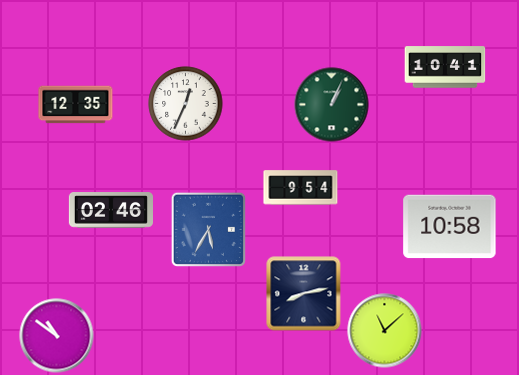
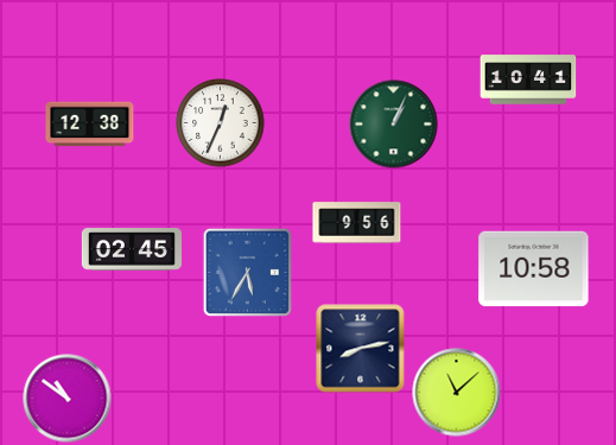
clock at (76, 105): 12:35 -> 12:38
clock at (301, 188): 9:54 -> 9:56
clock at (110, 210): 02:46 -> 02:45
